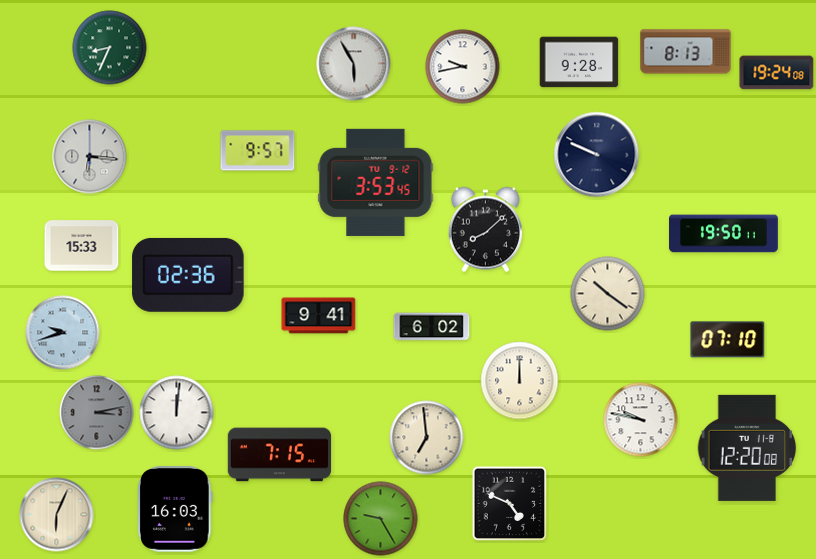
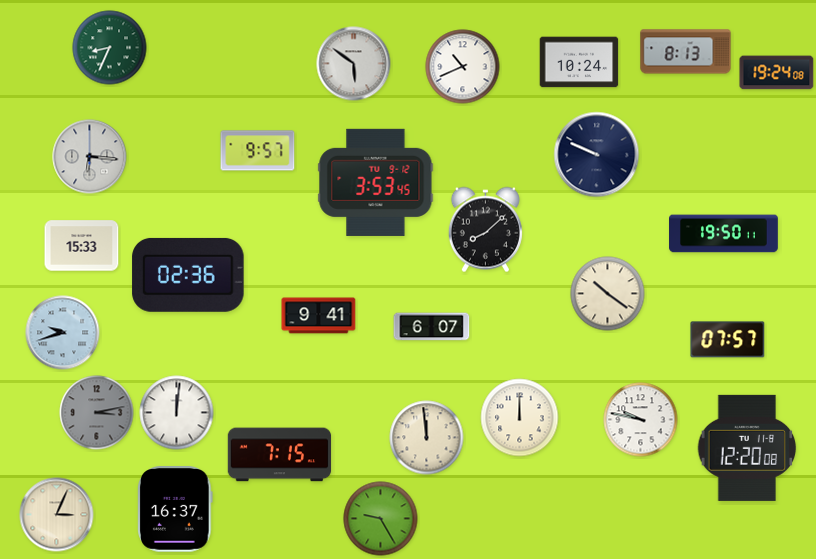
clock at (579, 62): 9:28 -> 10:24
clock at (354, 64): 5:55 -> 5:51
clock at (463, 67): 9:43 -> 10:41
clock at (432, 327): 6:02 -> 6:07
clock at (728, 340): 07:10 -> 07:57
clock at (520, 381) position: (520, 381) -> (520, 418)
clock at (427, 438): 6:59 -> 11:59
clock at (510, 504): 4:49 -> none
clock at (176, 510): 16:03 -> 16:37
clock at (57, 515): 6:04 -> 3:04
